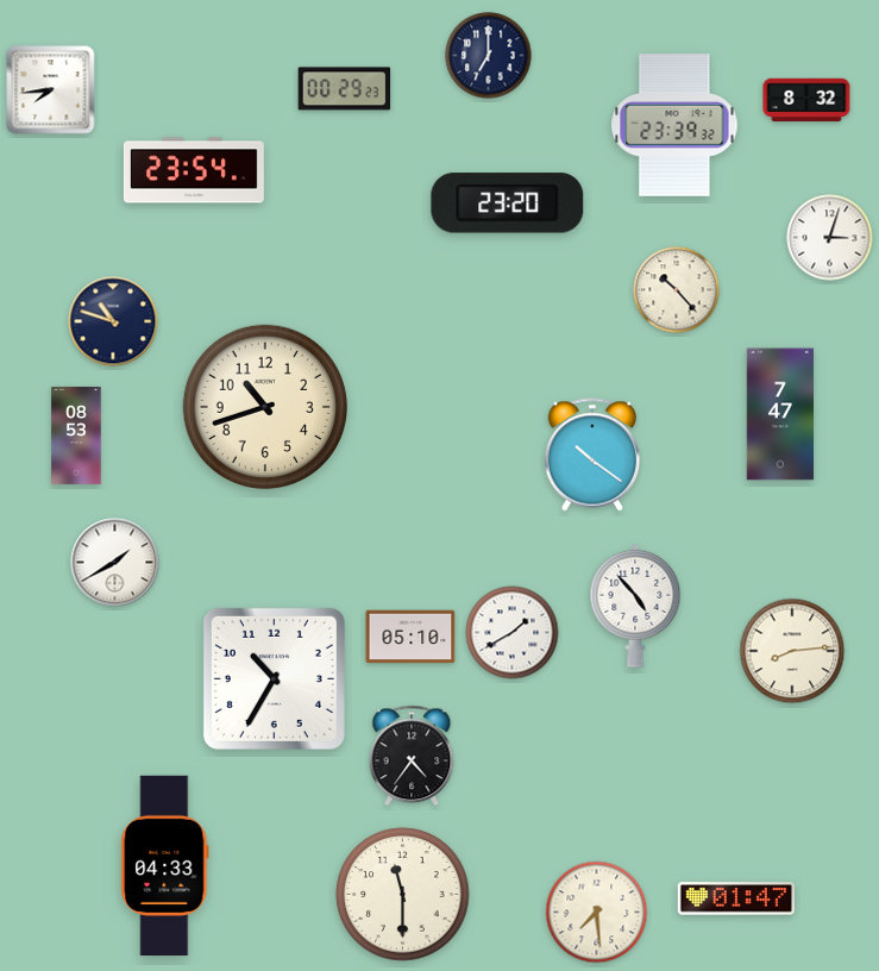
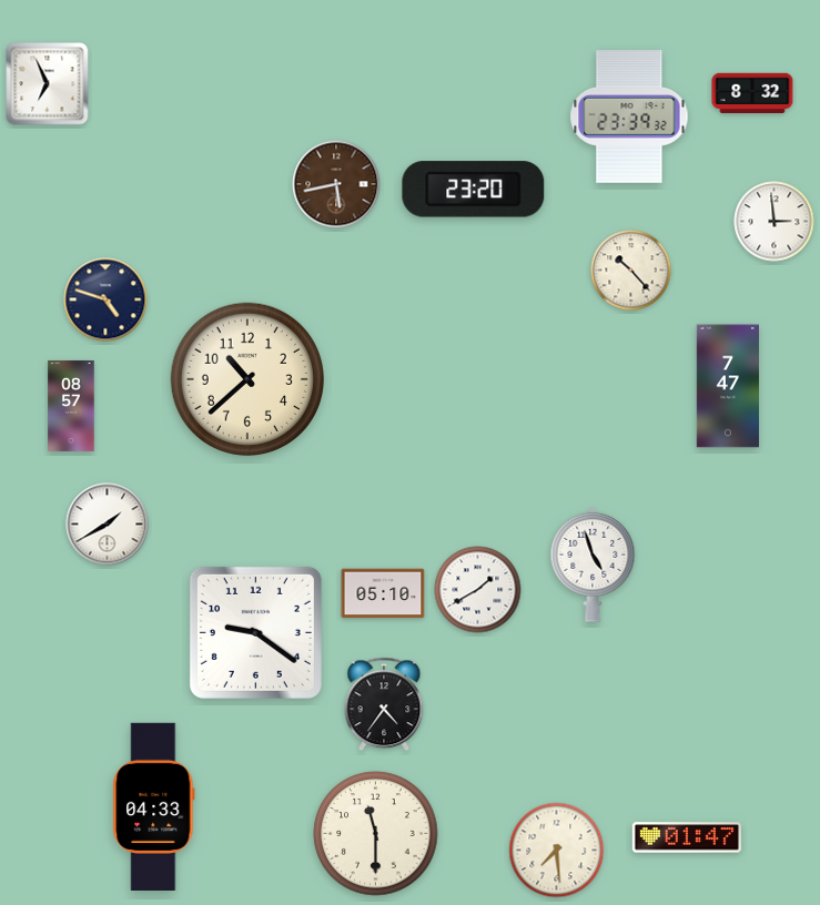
clock at (489, 56): 7:00 -> none
clock at (345, 89): 00:29 -> none
clock at (51, 90): 7:44 -> 6:56
clock at (194, 170): 23:54 -> none
clock at (336, 184): none -> 5:43
clock at (830, 238): 3:03 -> 2:59
clock at (113, 321): 10:48 -> 4:48
clock at (264, 406): 10:42 -> 10:38
clock at (76, 436): 08:53 -> 08:57
clock at (591, 455): 10:21 -> none
clock at (635, 606): 4:53 -> 4:57
clock at (792, 651): 8:14 -> none
clock at (274, 678): 10:35 -> 9:21
